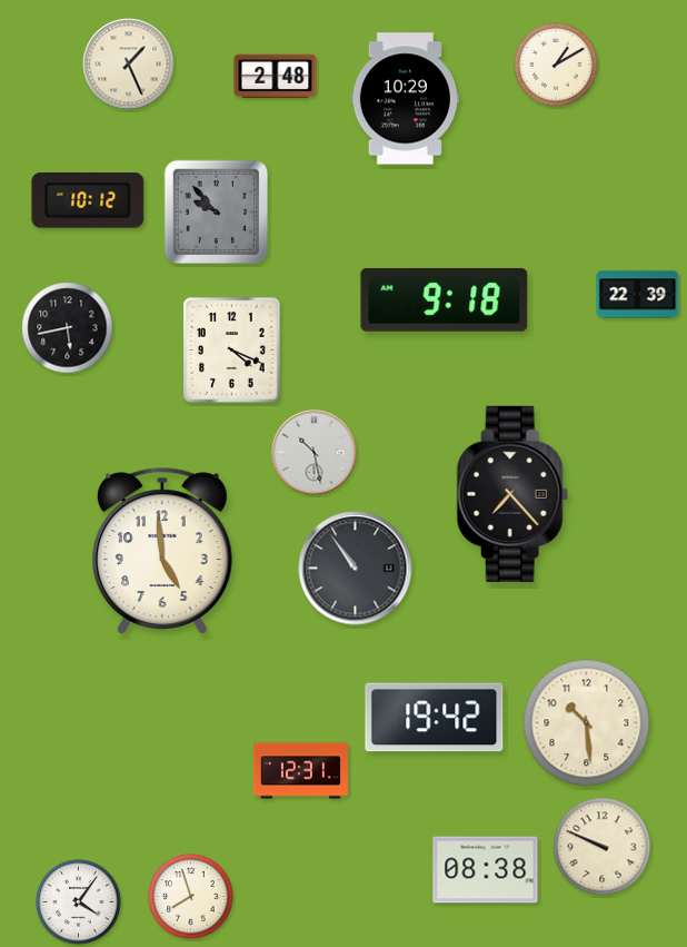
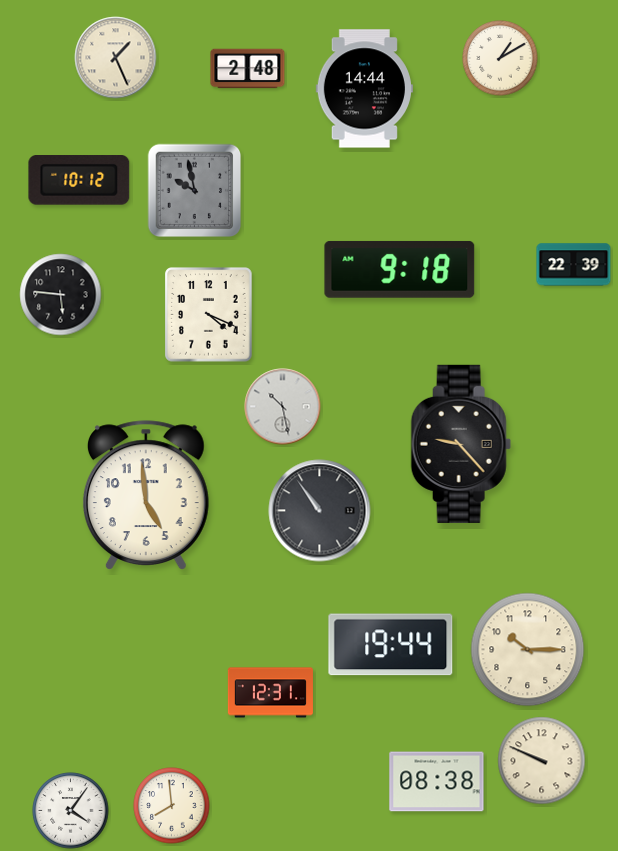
clock at (405, 99): 10:29 -> 14:44
clock at (217, 213): 9:53 -> 9:58
clock at (68, 328): 5:43 -> 5:46
clock at (512, 494): 7:23 -> 9:23
clock at (435, 718): 19:42 -> 19:44
clock at (587, 723): 10:29 -> 10:15
clock at (191, 897): 7:57 -> 7:59
